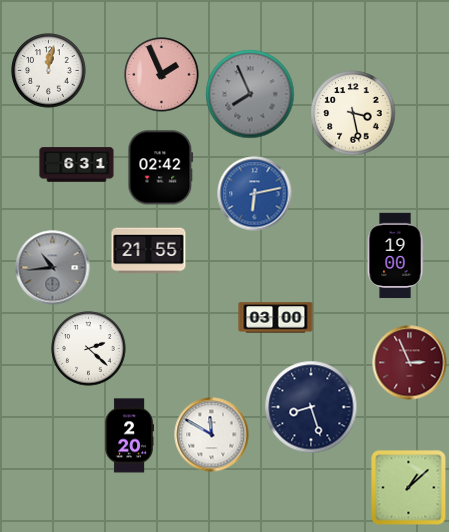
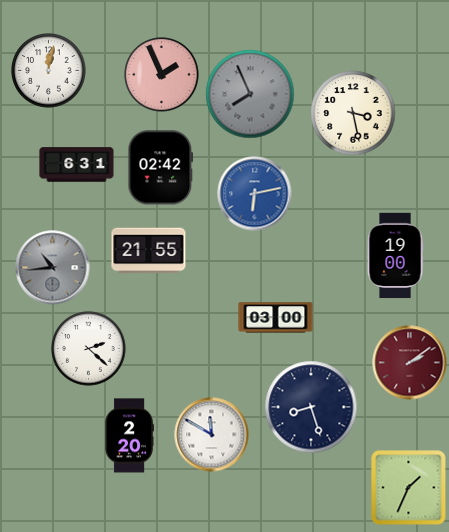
clock at (410, 363): 2:56 -> 2:09
clock at (409, 488): 1:08 -> 1:34
